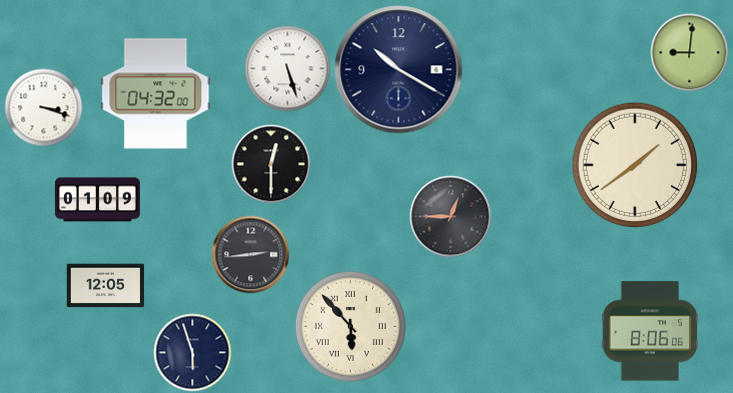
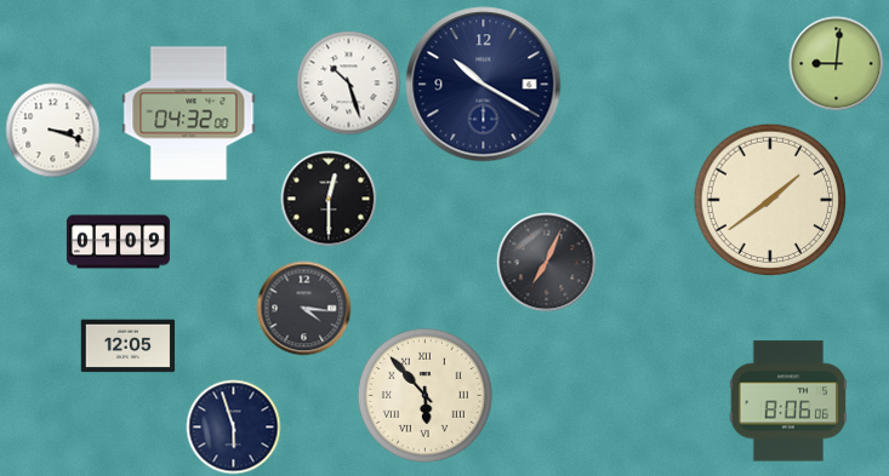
clock at (287, 68): 5:27 -> 10:27
clock at (450, 216): 12:45 -> 7:04
clock at (250, 254): 2:44 -> 4:16
